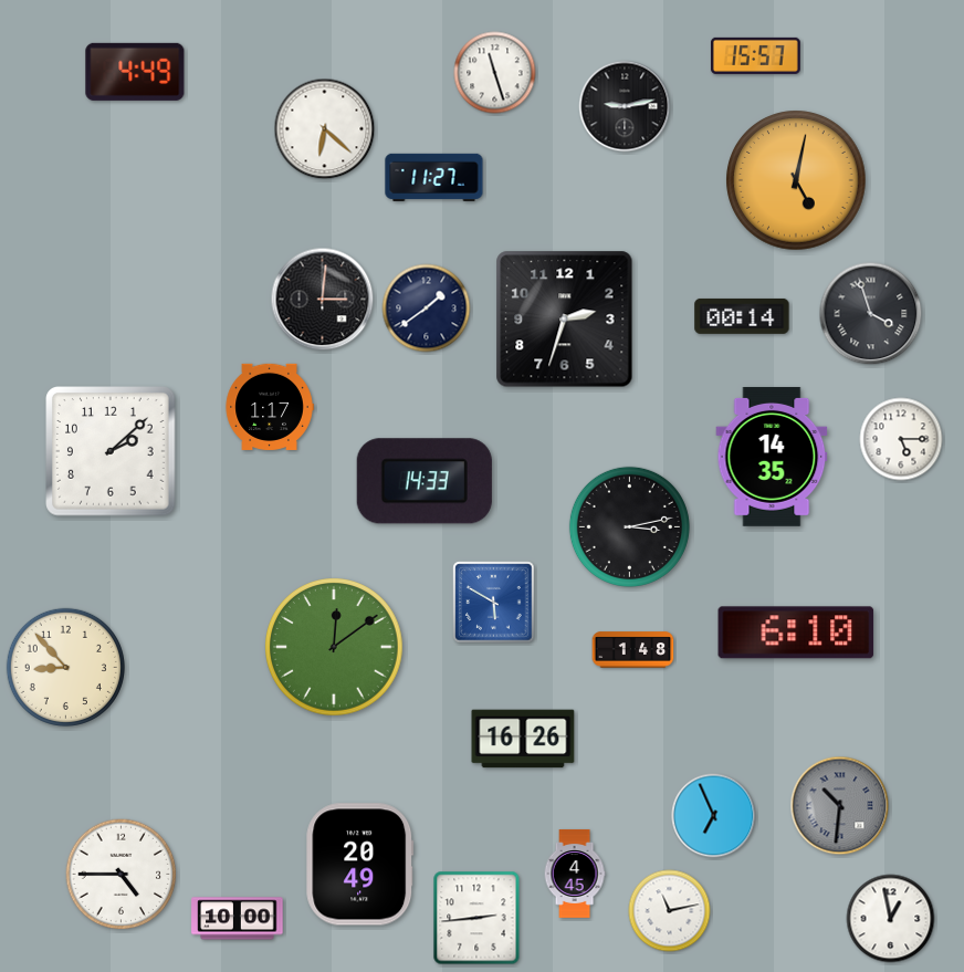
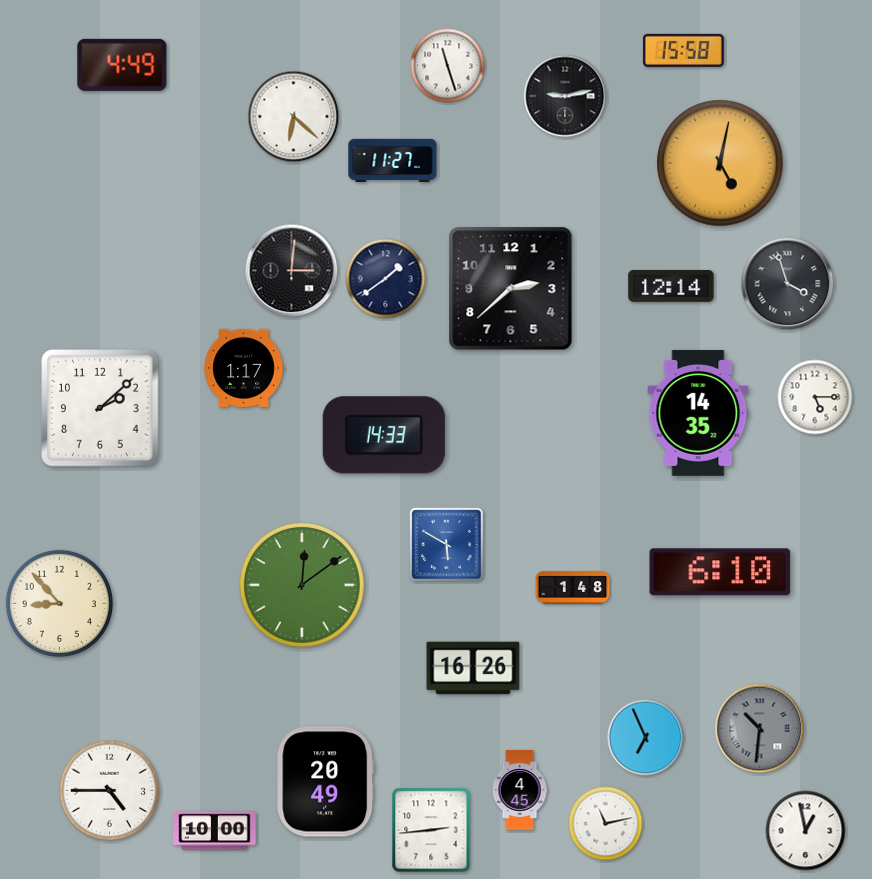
clock at (756, 55): 15:57 -> 15:58
clock at (742, 316): 00:14 -> 12:14
clock at (565, 320): 2:33 -> 2:38
clock at (629, 526): 3:13 -> none
